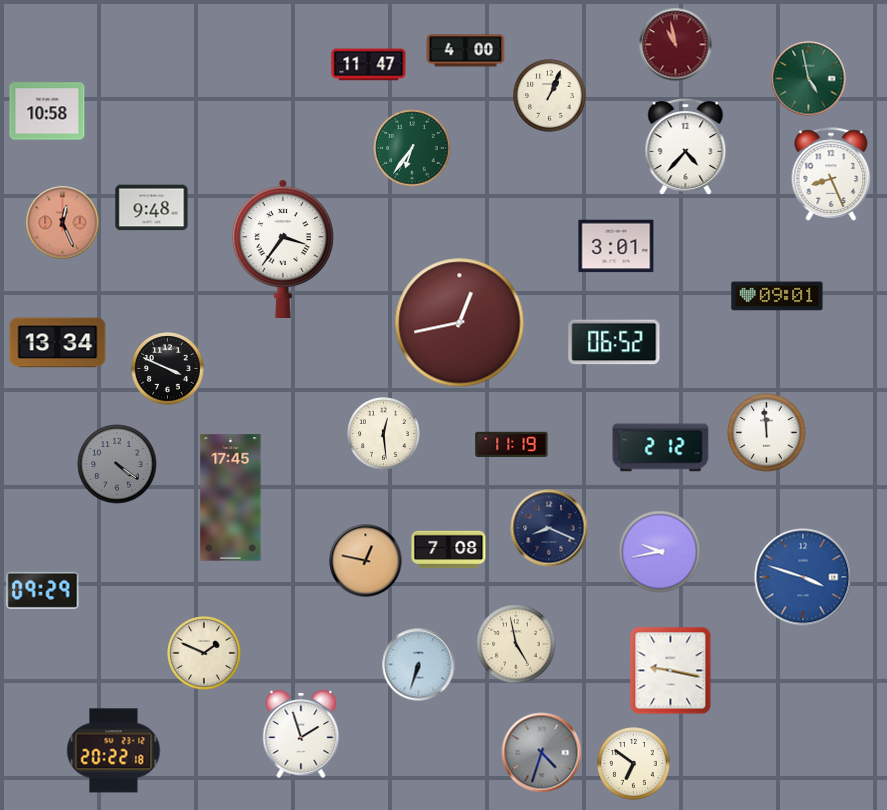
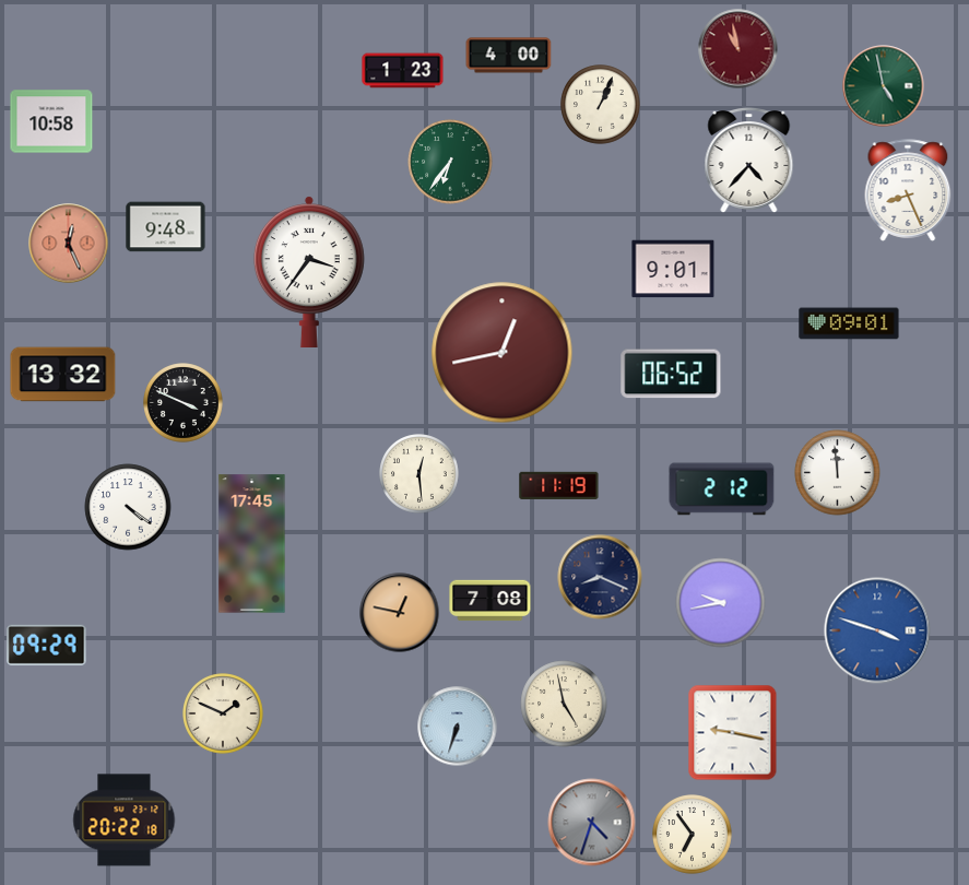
clock at (369, 65): 11:47 -> 1:23
clock at (616, 246): 3:01 -> 9:01
clock at (58, 343): 13:34 -> 13:32
clock at (117, 464) dial: grey -> white
clock at (301, 735): 1:57 -> none
clock at (634, 764): 6:51 -> 6:54
